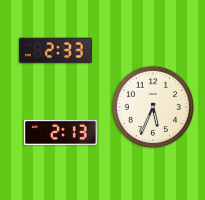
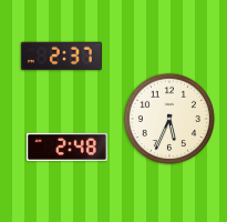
clock at (55, 51): 2:33 -> 2:37
clock at (60, 132): 2:13 -> 2:48
